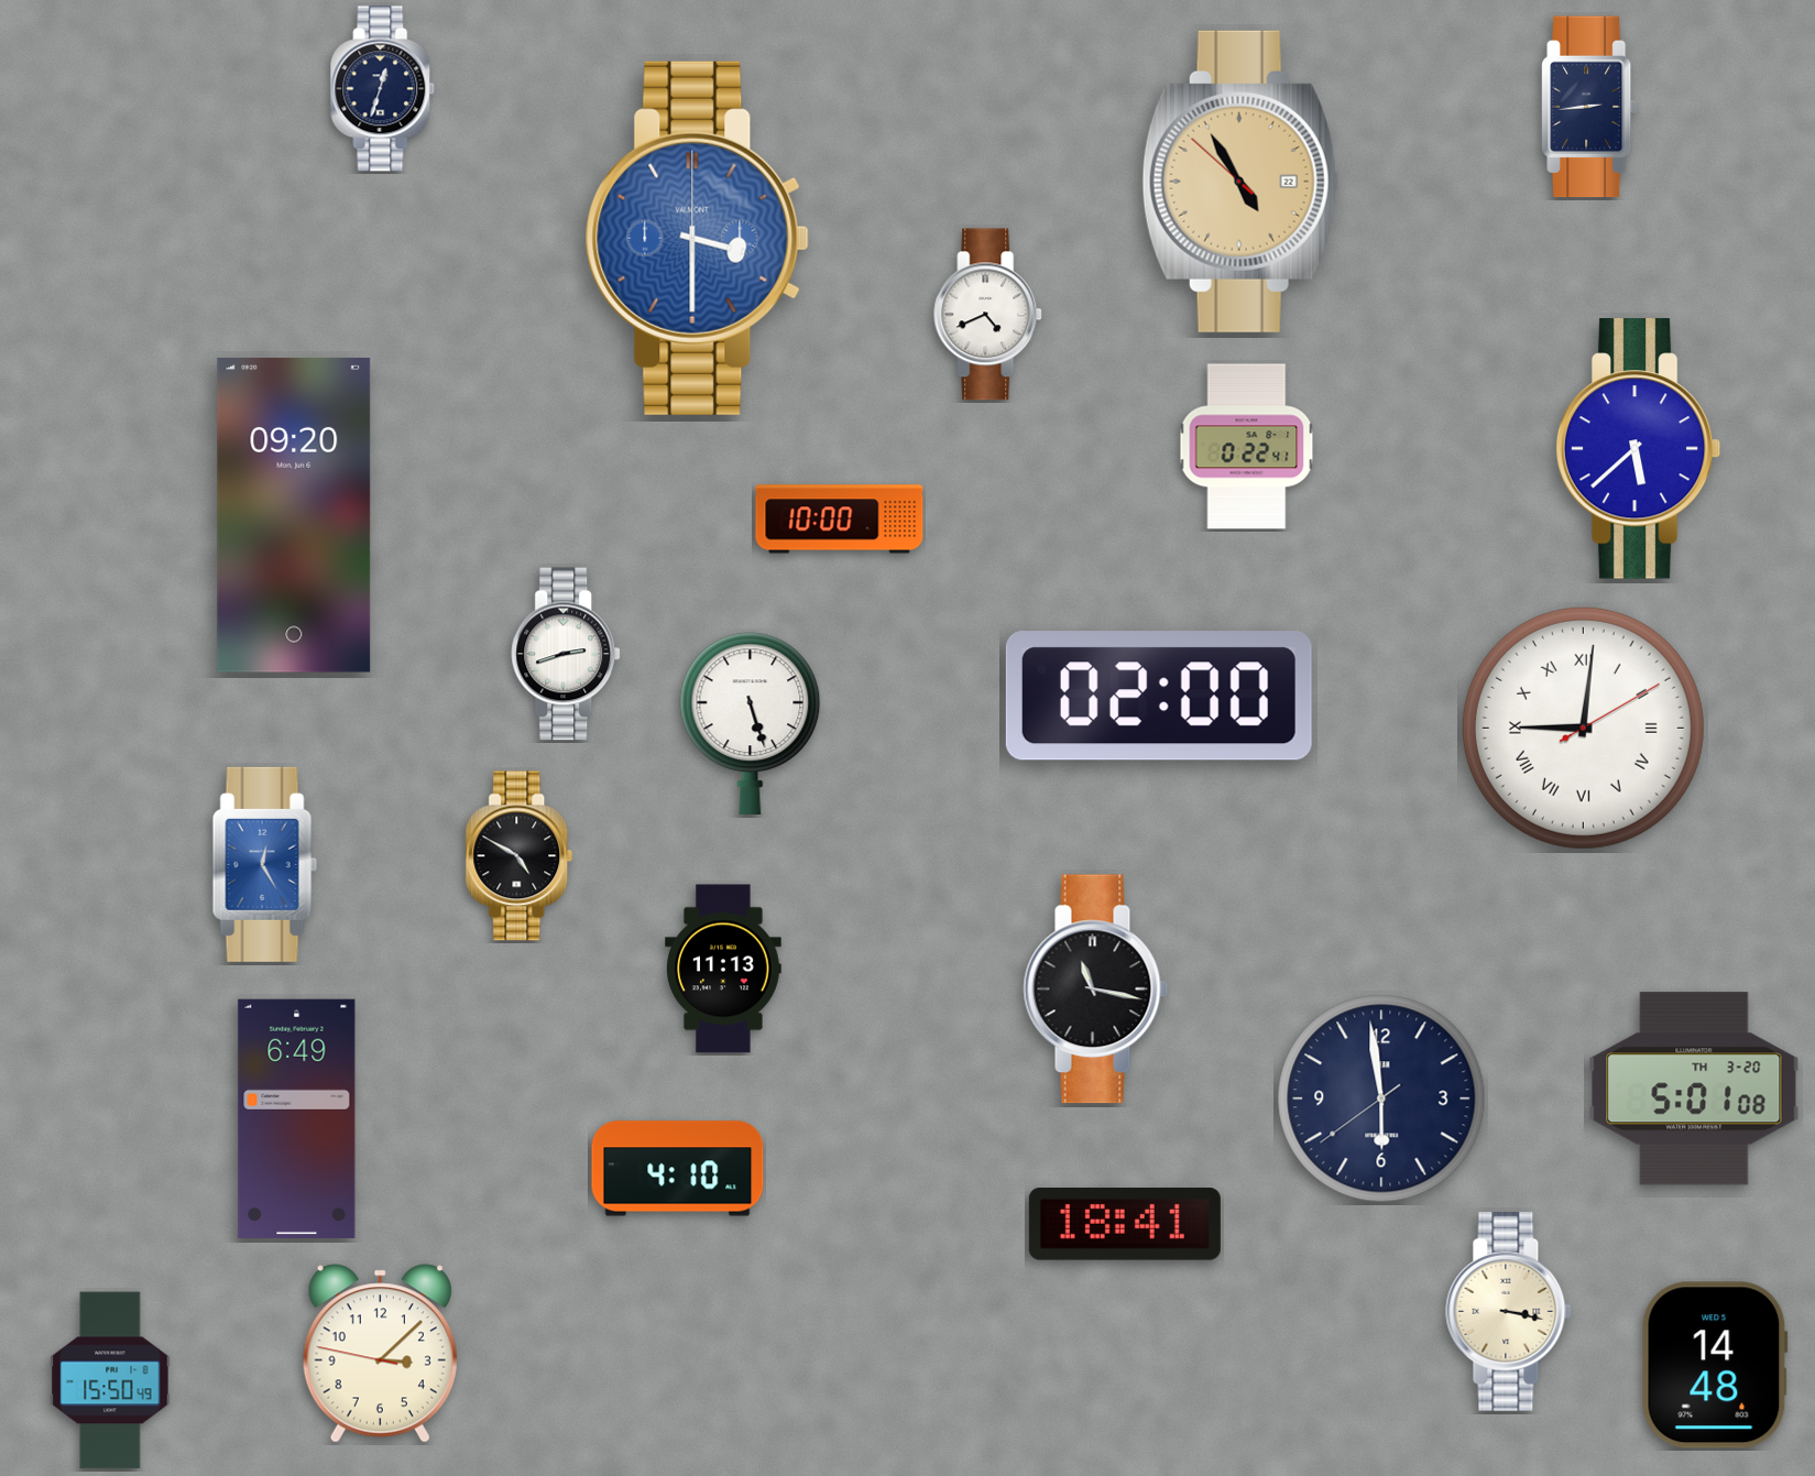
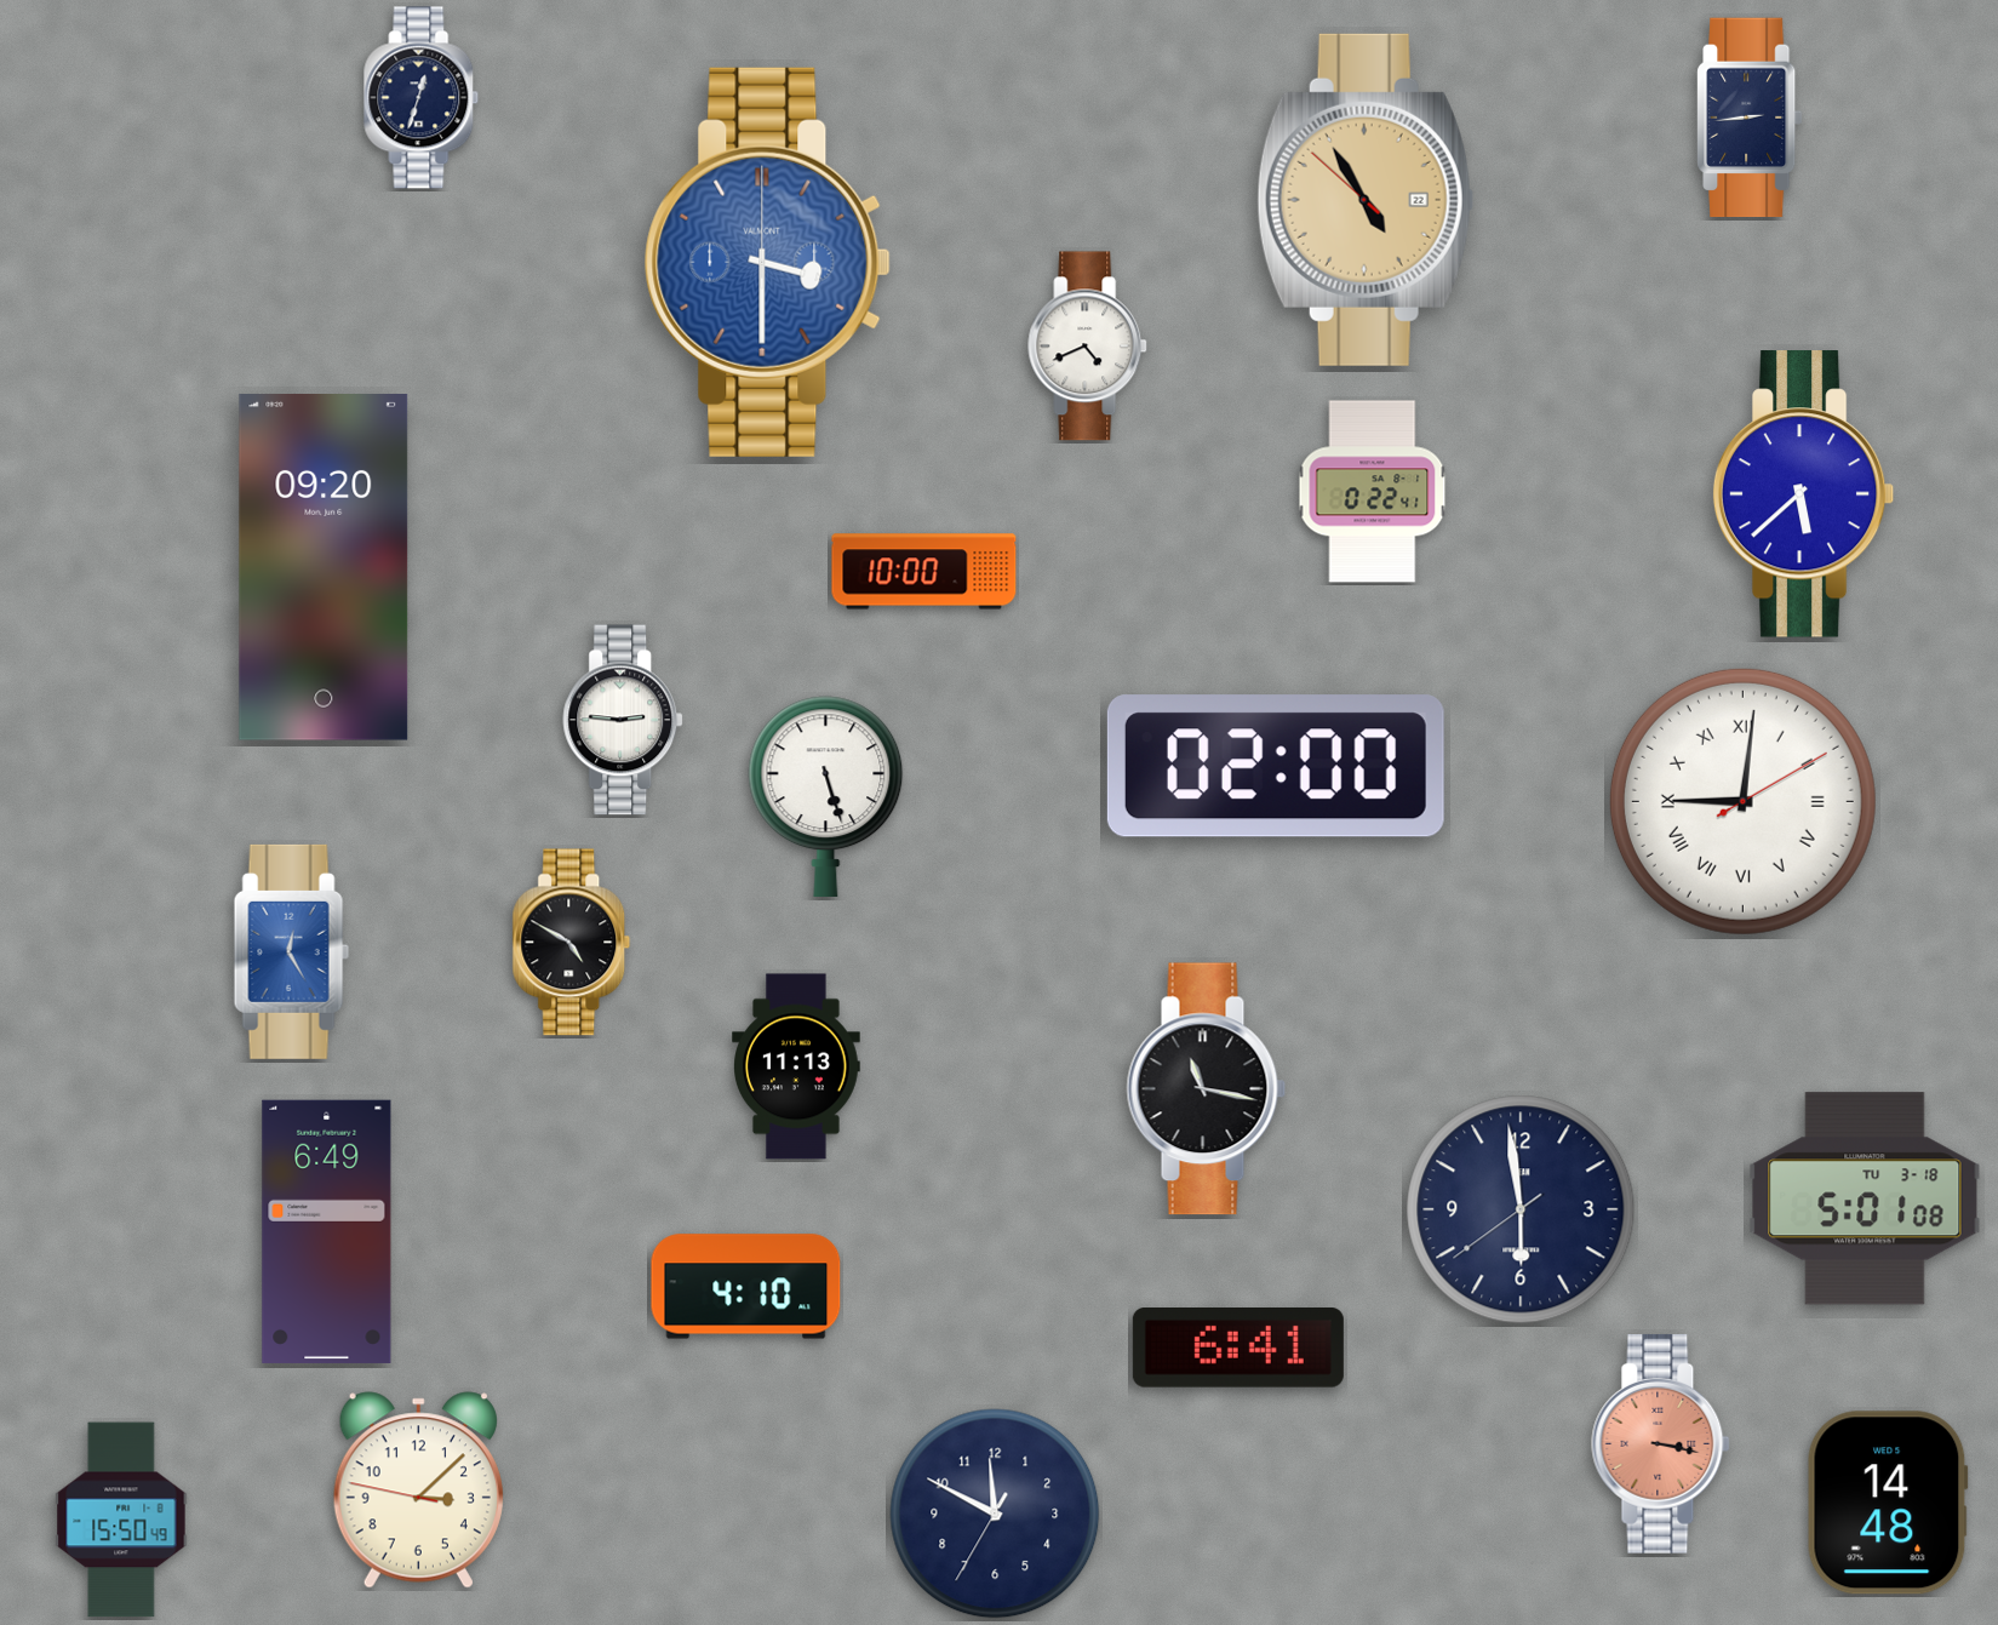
clock at (567, 654): 2:42 -> 2:46
clock at (1694, 1089) date: TH 3-20 -> TU 3-18
clock at (1125, 1225): 18:41 -> 6:41
clock at (1509, 1311) dial: cream -> salmon
clock at (995, 1514): none -> 11:49
